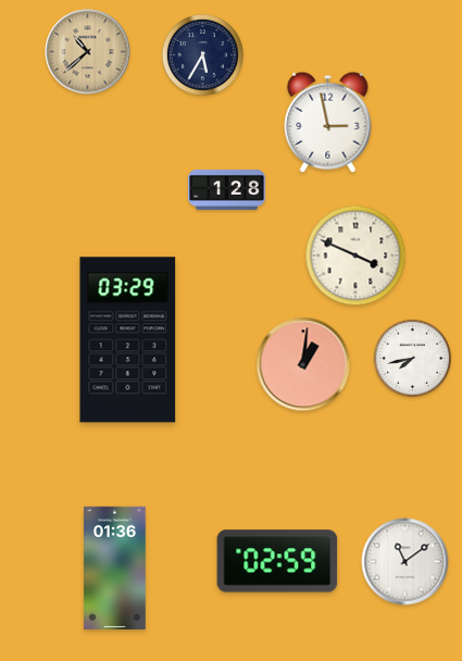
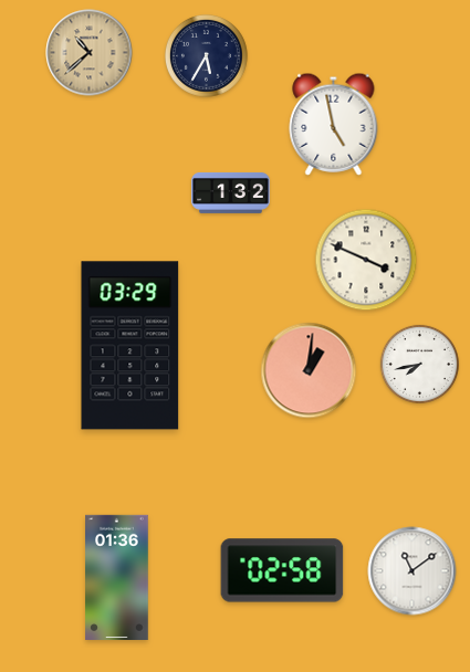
clock at (328, 122): 2:58 -> 4:58
clock at (227, 189): 1:28 -> 1:32
clock at (355, 255) position: (355, 255) -> (366, 260)
clock at (277, 561): 02:59 -> 02:58
